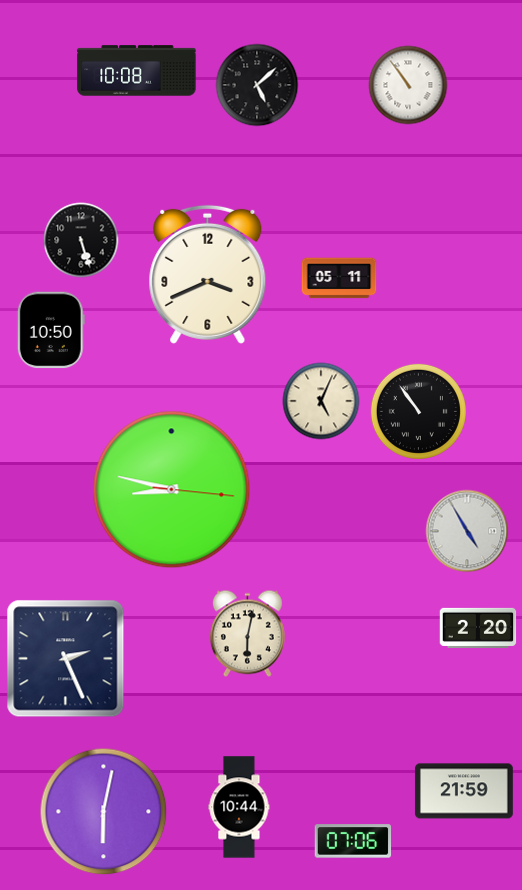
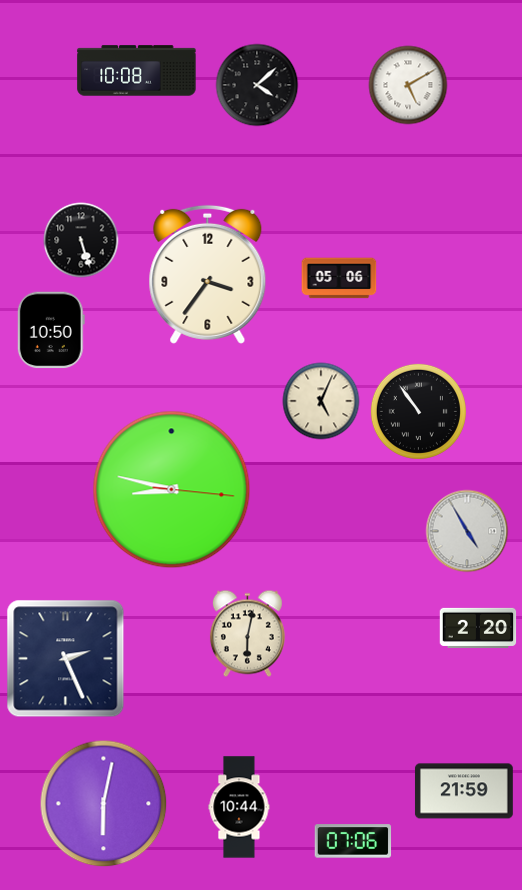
clock at (257, 85): 5:08 -> 4:08
clock at (408, 85): 10:54 -> 5:10
clock at (208, 274): 3:41 -> 3:36
clock at (339, 278): 05:11 -> 05:06
clock at (104, 812) position: (104, 812) -> (104, 804)
